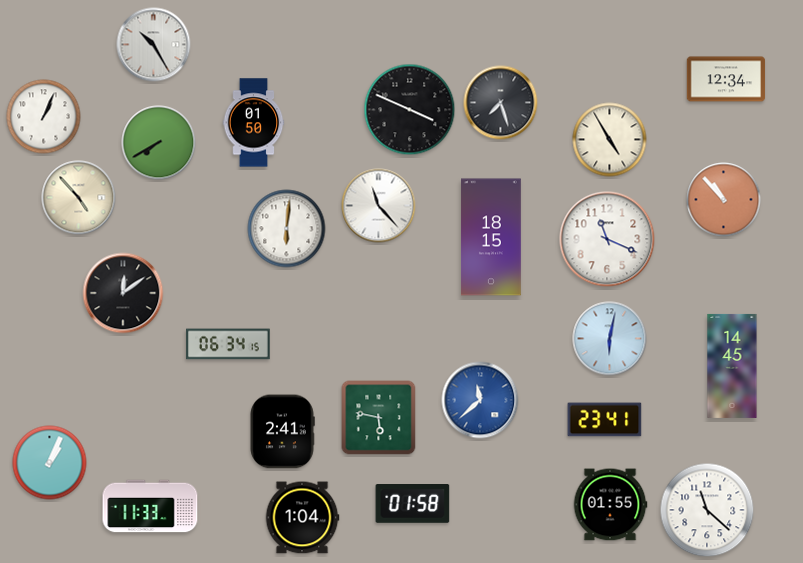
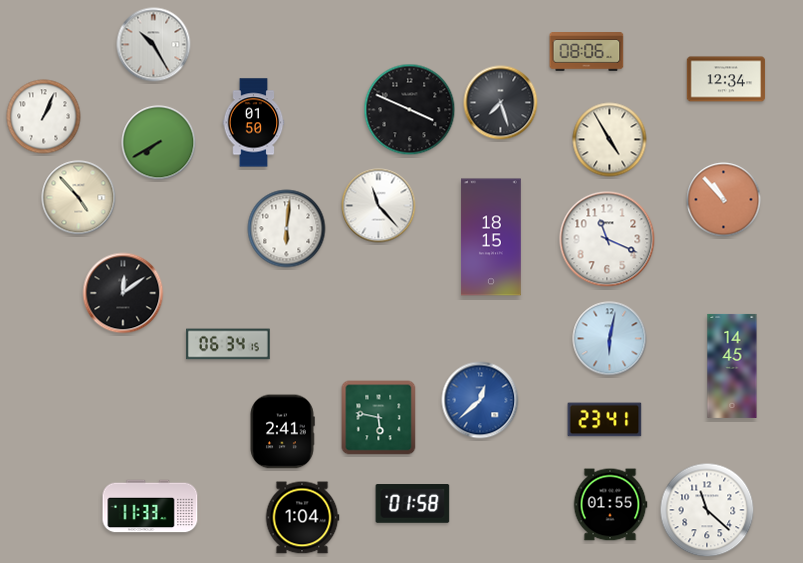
clock at (587, 52): none -> 08:06
clock at (480, 400): 11:38 -> 12:38
clock at (50, 463): 1:04 -> none
